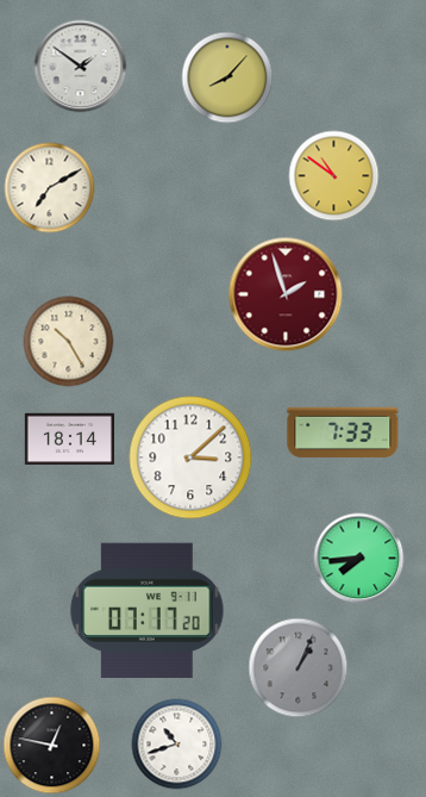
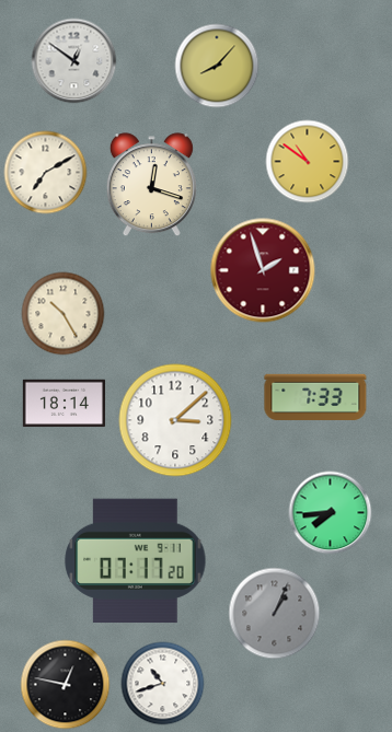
clock at (81, 67): 1:51 -> 12:51
clock at (227, 77) position: (227, 77) -> (217, 66)
clock at (151, 185): none -> 12:18
clock at (52, 746) position: (52, 746) -> (66, 685)
